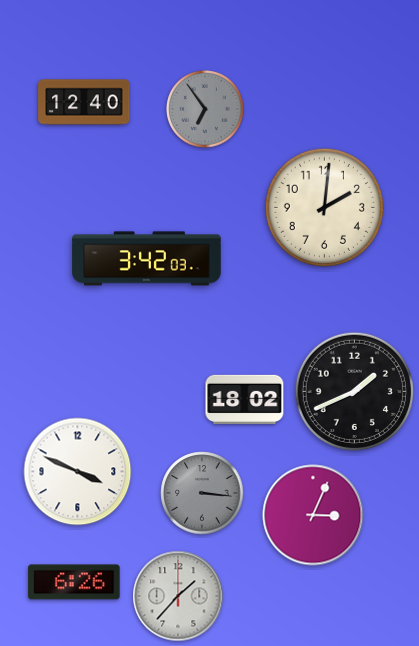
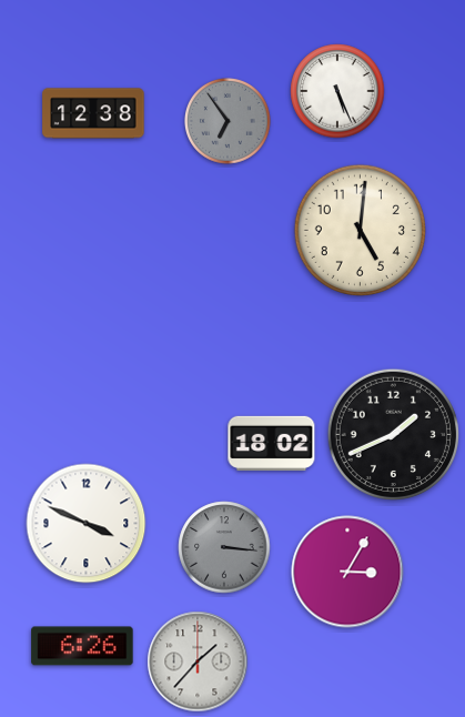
clock at (337, 91): none -> 5:26
clock at (84, 102): 12:40 -> 12:38
clock at (324, 207): 2:01 -> 5:01
clock at (147, 259): 3:42 -> none
clock at (313, 515): 3:04 -> 3:05
